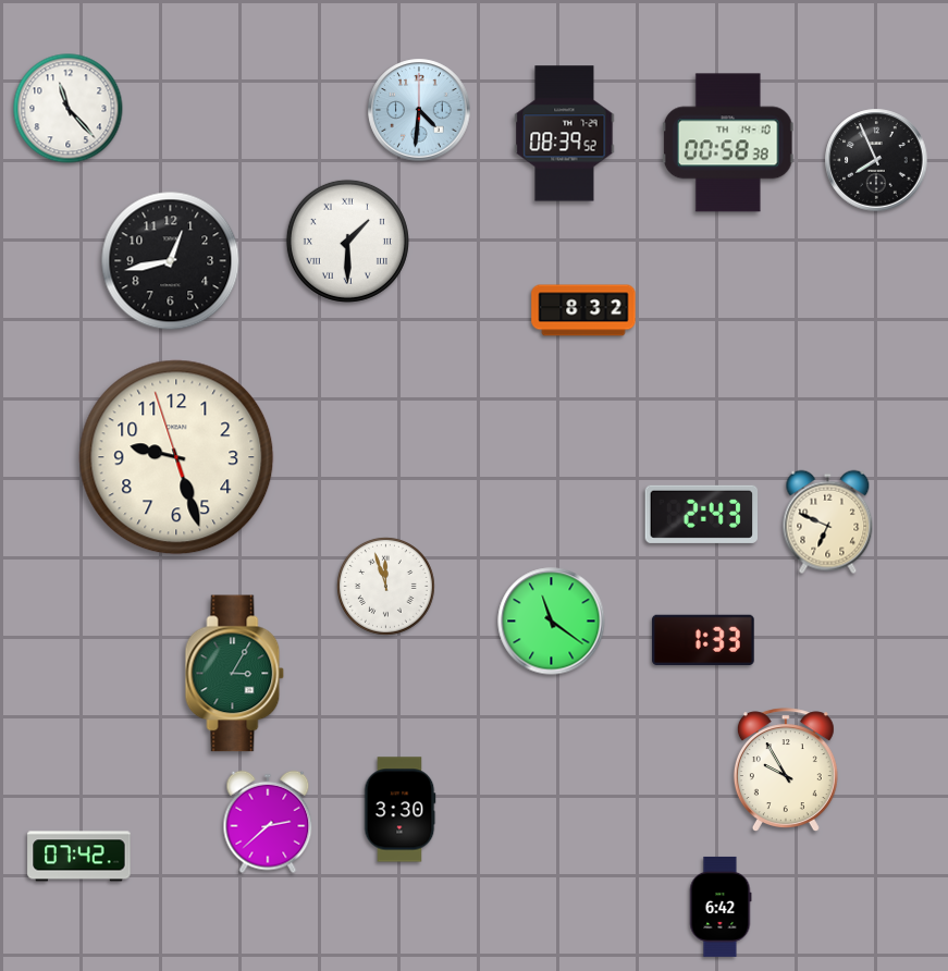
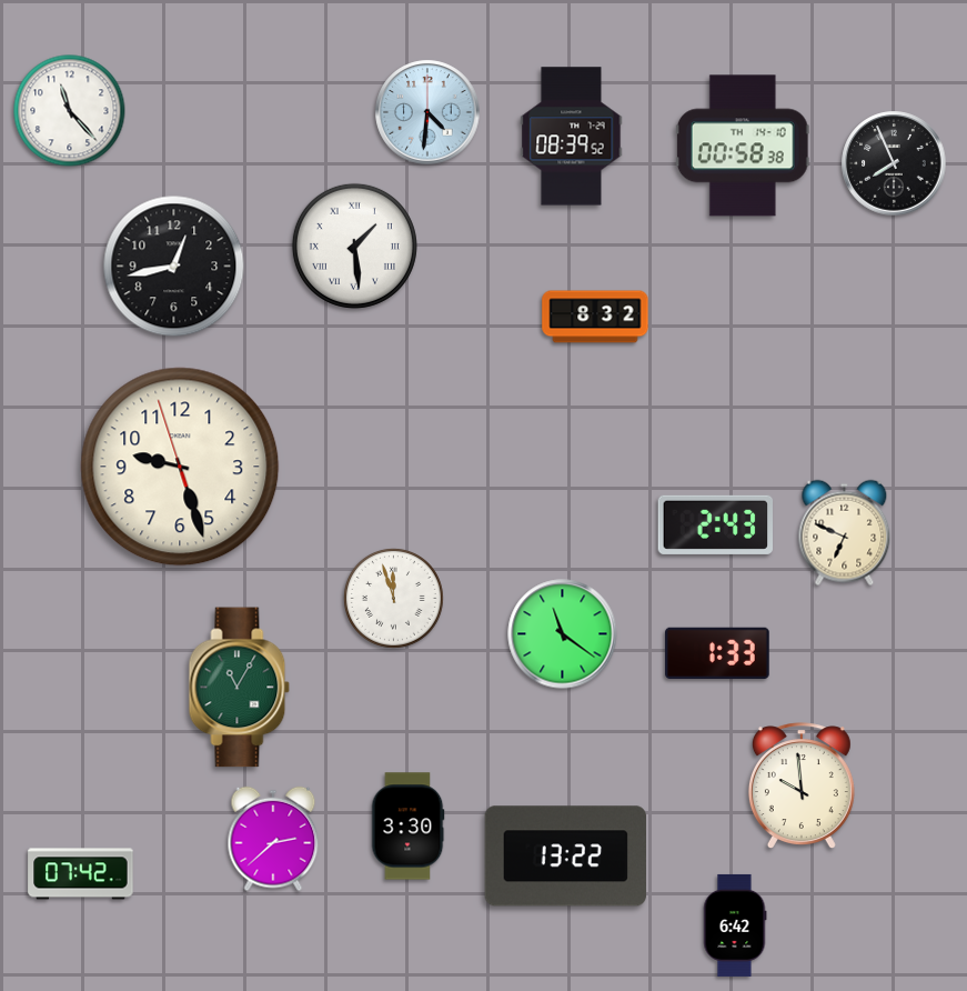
clock at (565, 134) position: (565, 134) -> (572, 137)
clock at (347, 241): 1:30 -> 1:29
clock at (235, 674): 3:05 -> 11:05
clock at (786, 770): 9:55 -> 9:59
clock at (565, 857): none -> 13:22
